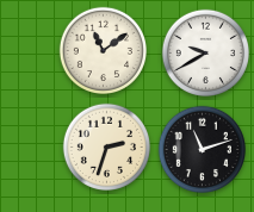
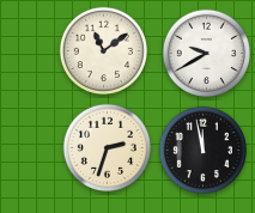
clock at (202, 149): 11:12 -> 11:58
